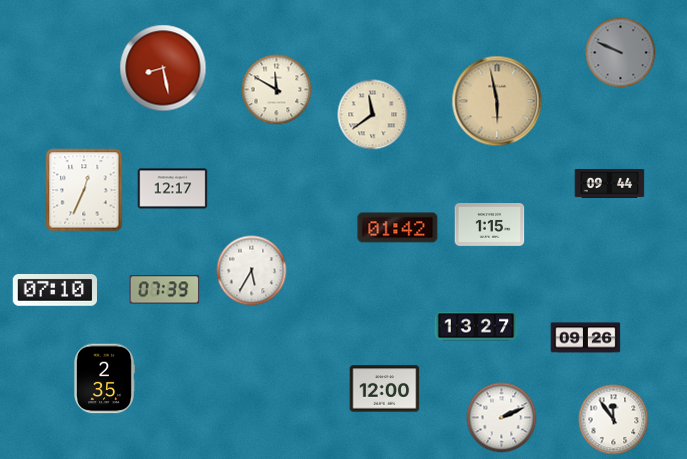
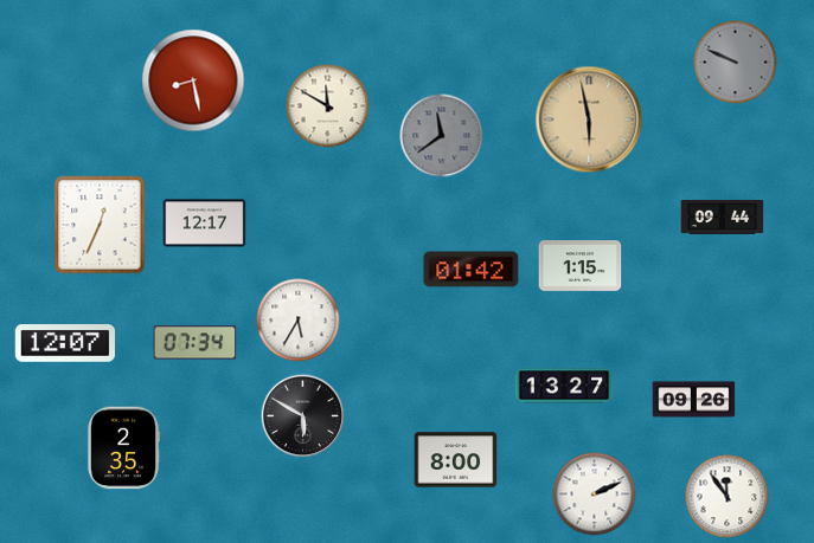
clock at (373, 115) dial: cream -> grey
clock at (165, 290): 07:39 -> 07:34
clock at (54, 291): 07:10 -> 12:07
clock at (303, 416): none -> 5:50
clock at (385, 389): 12:00 -> 8:00
